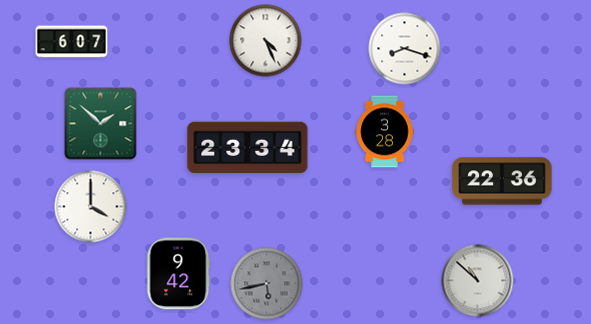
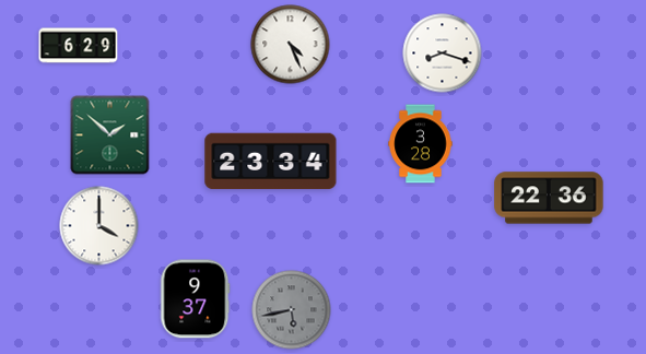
clock at (72, 42): 6:07 -> 6:29
clock at (179, 274): 9:42 -> 9:37
clock at (478, 281): 10:52 -> none
